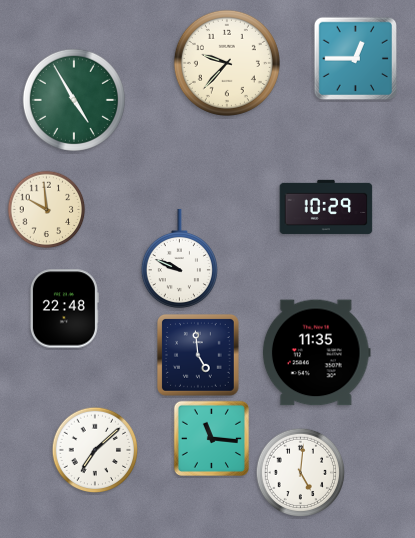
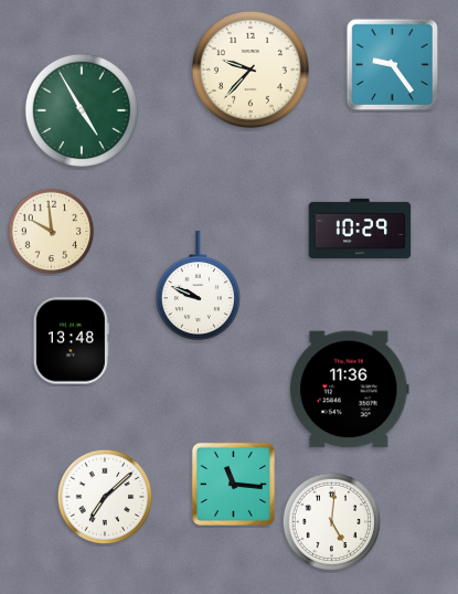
clock at (355, 58): 12:45 -> 9:24
clock at (64, 309): 22:48 -> 13:48
clock at (316, 353): 11:35 -> 11:36
clock at (199, 356): 4:59 -> none
